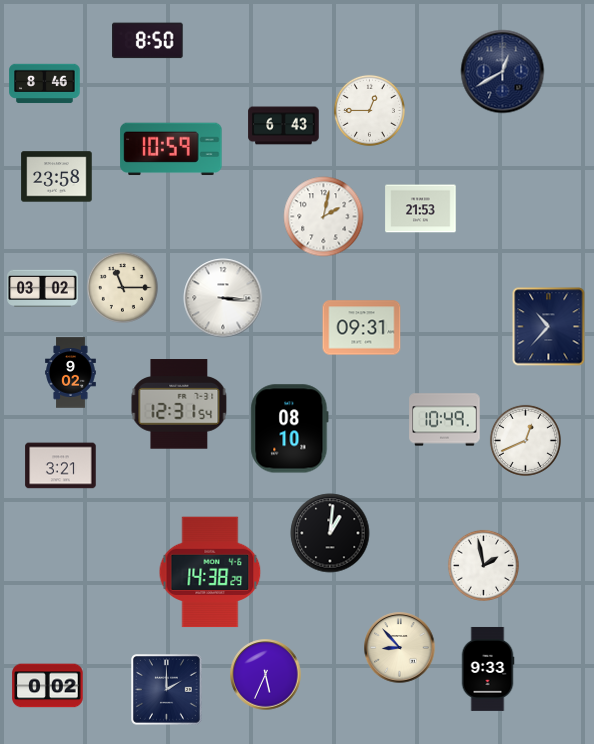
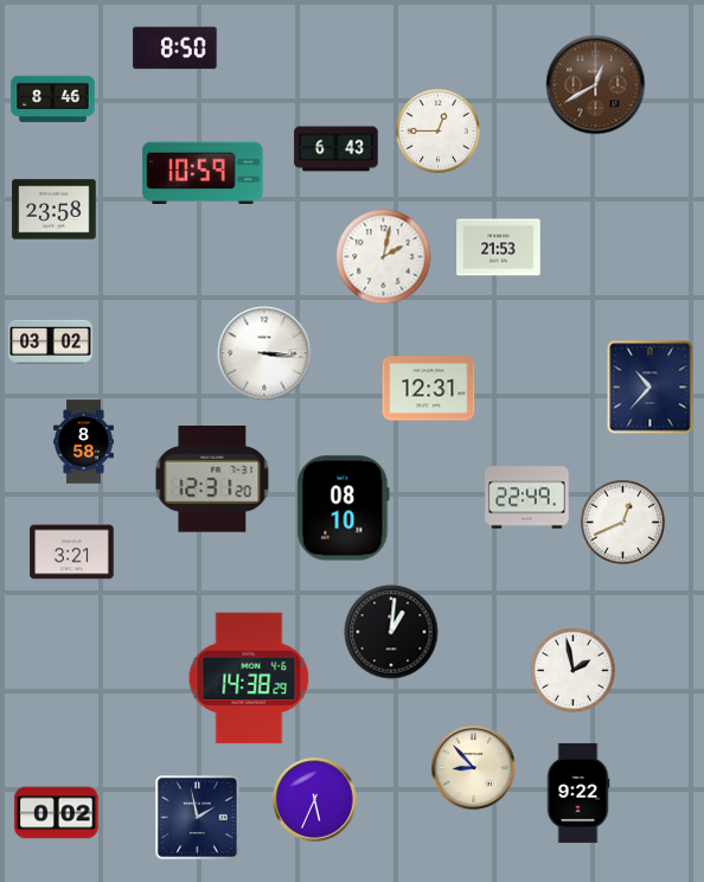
clock at (503, 72) dial: navy -> brown
clock at (171, 149) position: (171, 149) -> (203, 173)
clock at (57, 177) position: (57, 177) -> (55, 210)
clock at (122, 287): 11:15 -> none
clock at (362, 328): 09:31 -> 12:31
clock at (71, 373): 9:02 -> 8:58
clock at (179, 404): 12:31:54 -> 12:31:20
clock at (445, 420): 10:49 -> 22:49
clock at (488, 669): 9:33 -> 9:22
clock at (167, 690): 2:00 -> 1:58
